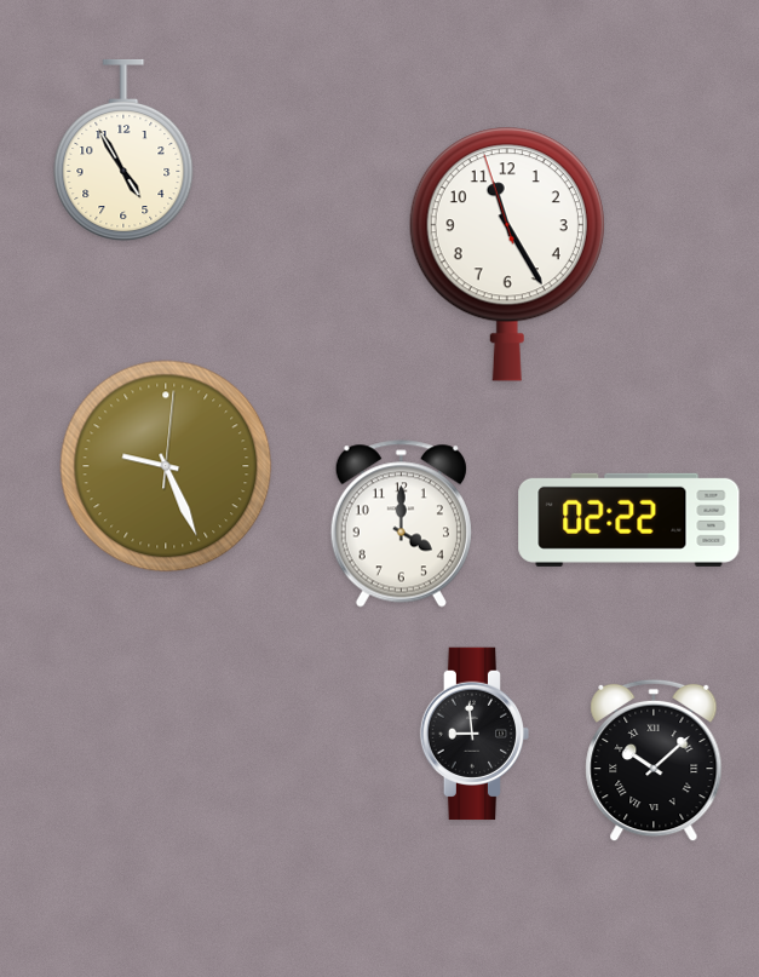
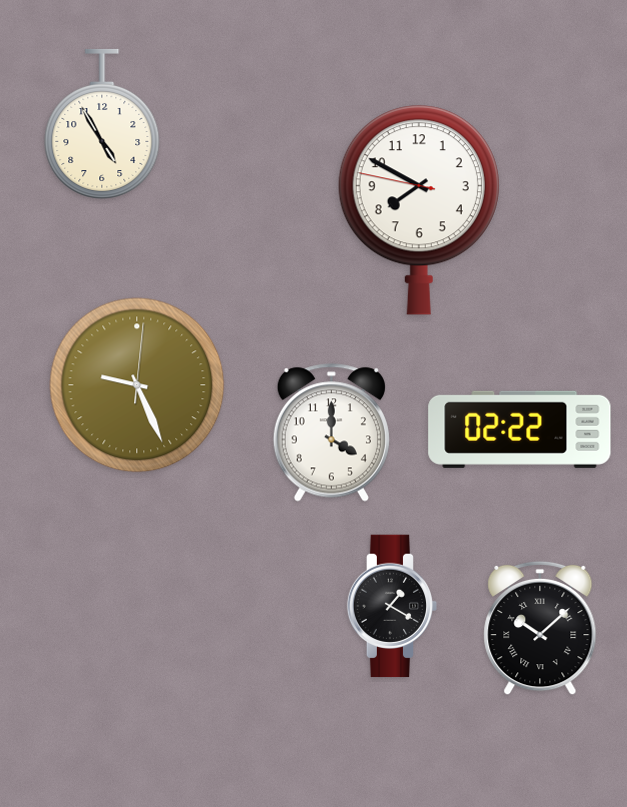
clock at (507, 254): 11:24 -> 7:49
clock at (475, 734): 8:59 -> 1:20
